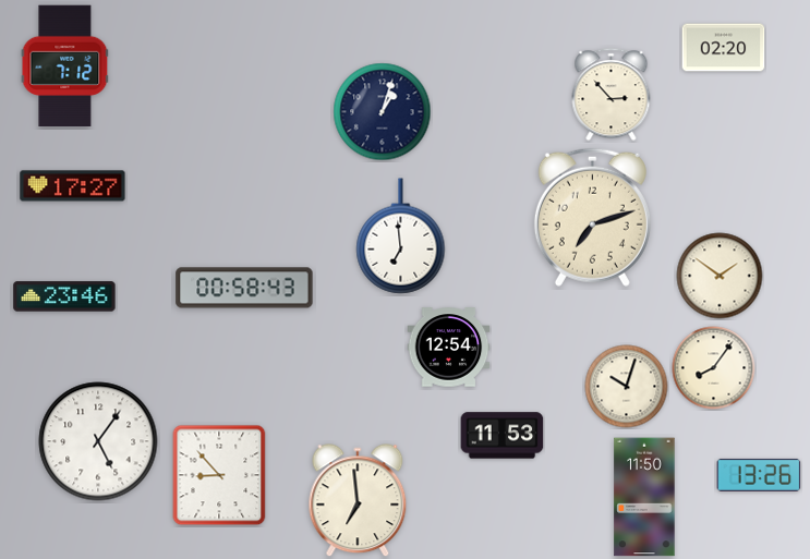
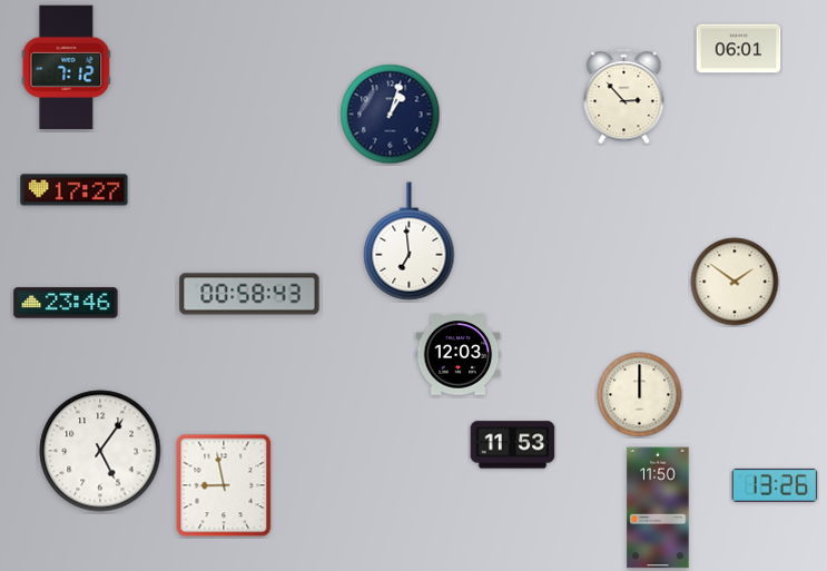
clock at (724, 48): 02:20 -> 06:01
clock at (592, 217): 7:12 -> none
clock at (449, 348): 12:54 -> 12:03
clock at (714, 368): 8:06 -> none
clock at (627, 387): 10:03 -> 12:00
clock at (219, 475): 8:53 -> 8:58
clock at (358, 501): 6:59 -> none
